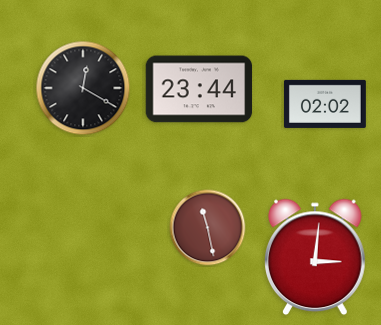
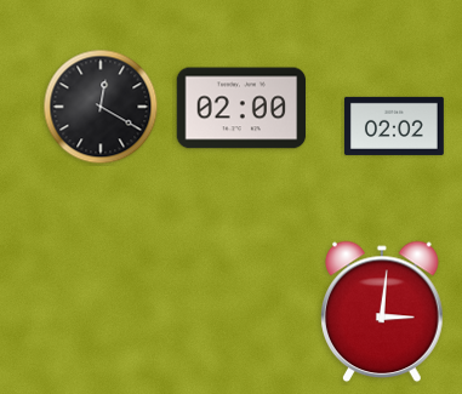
clock at (199, 89): 23:44 -> 02:00
clock at (208, 228): 11:28 -> none
